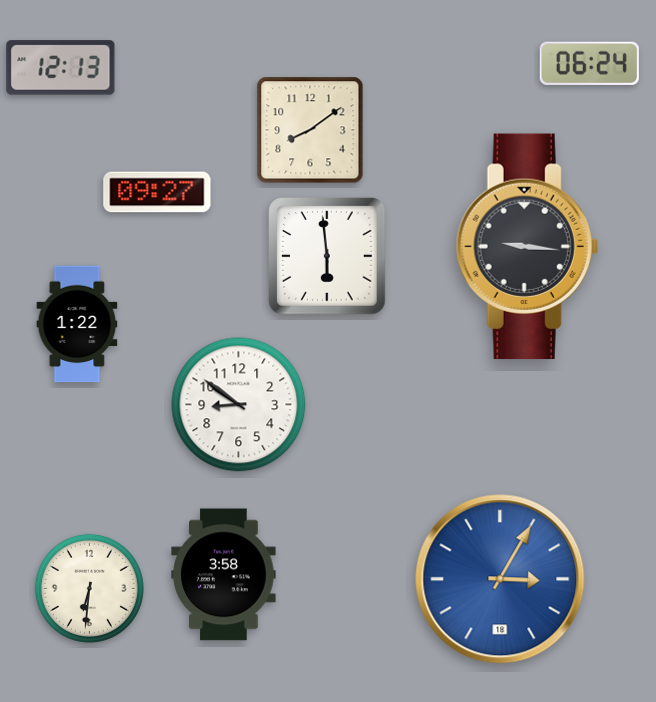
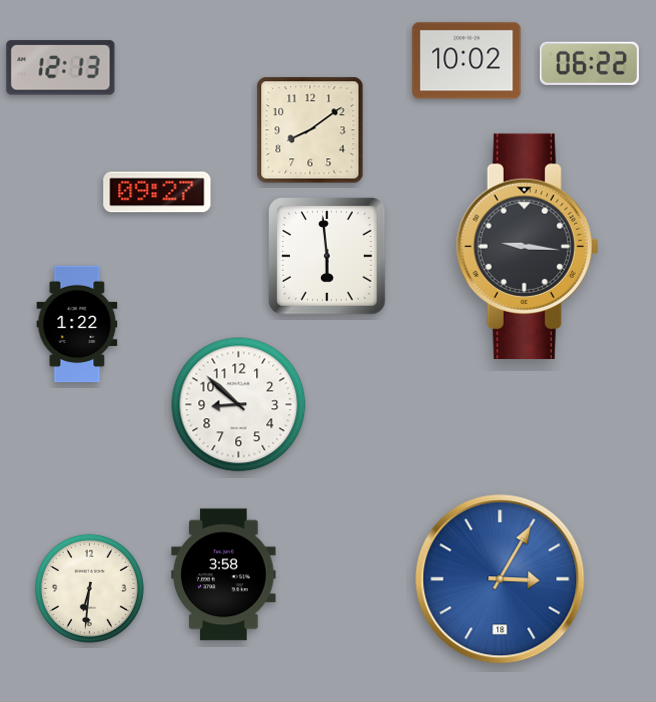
clock at (467, 61): none -> 10:02
clock at (589, 63): 06:24 -> 06:22
clock at (239, 405): 8:51 -> 8:52
